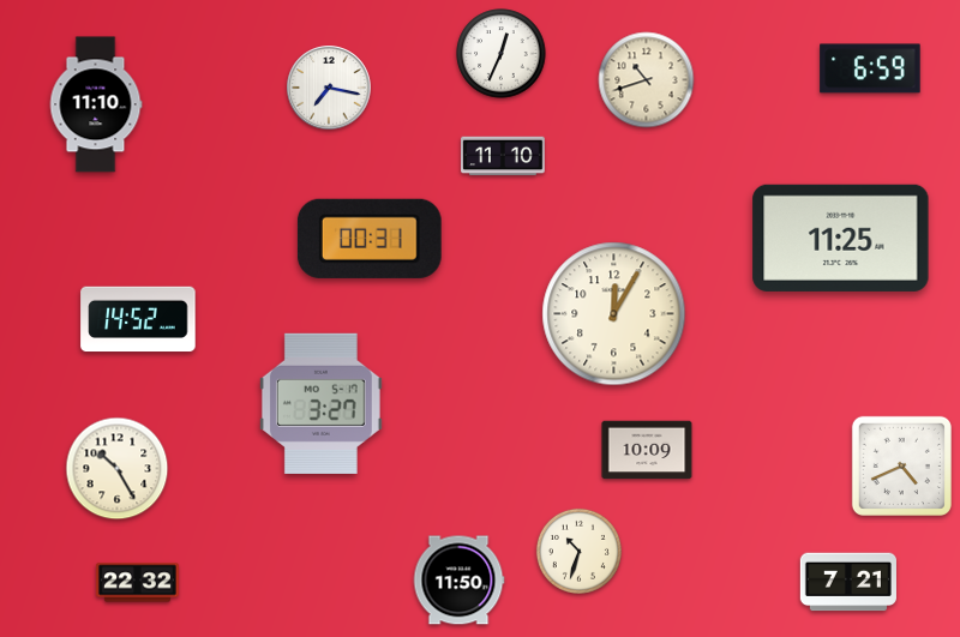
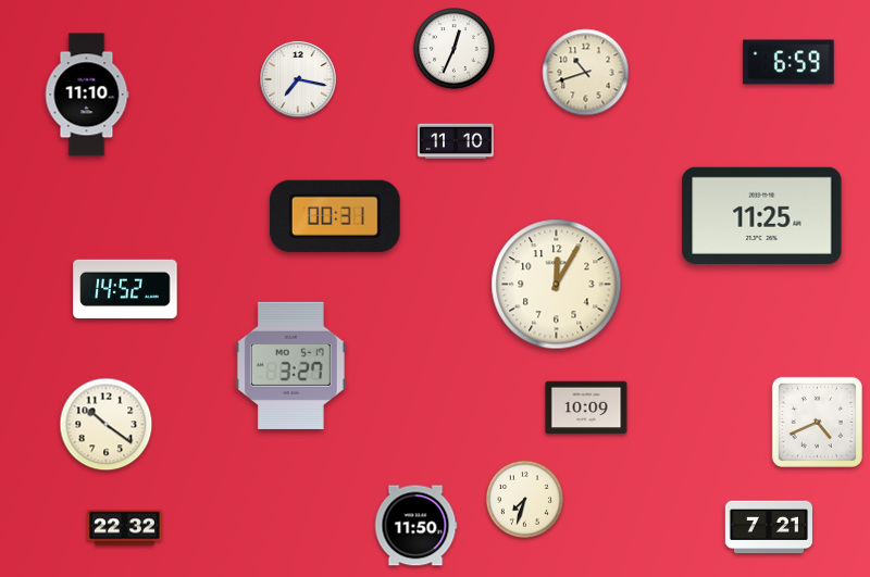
clock at (118, 469): 10:25 -> 10:21
clock at (578, 551): 10:33 -> 7:33
